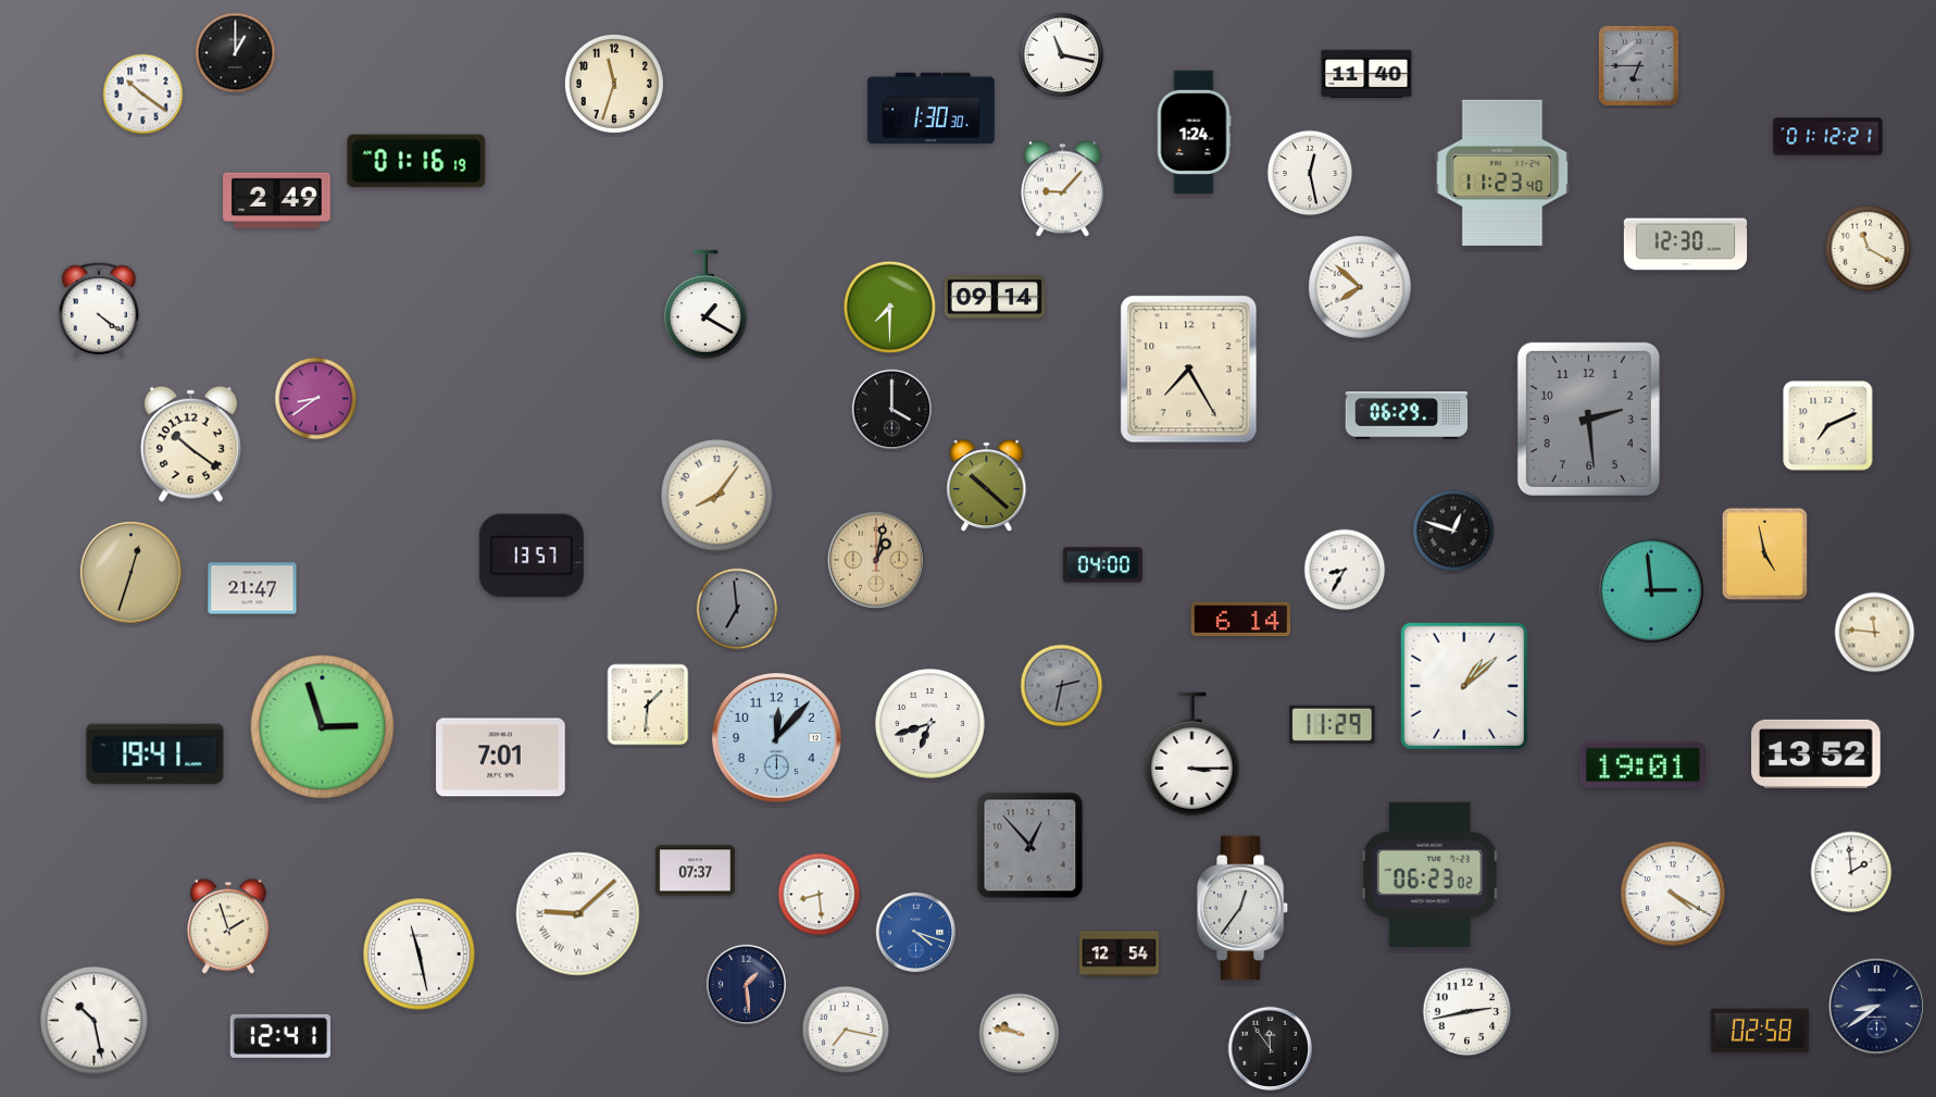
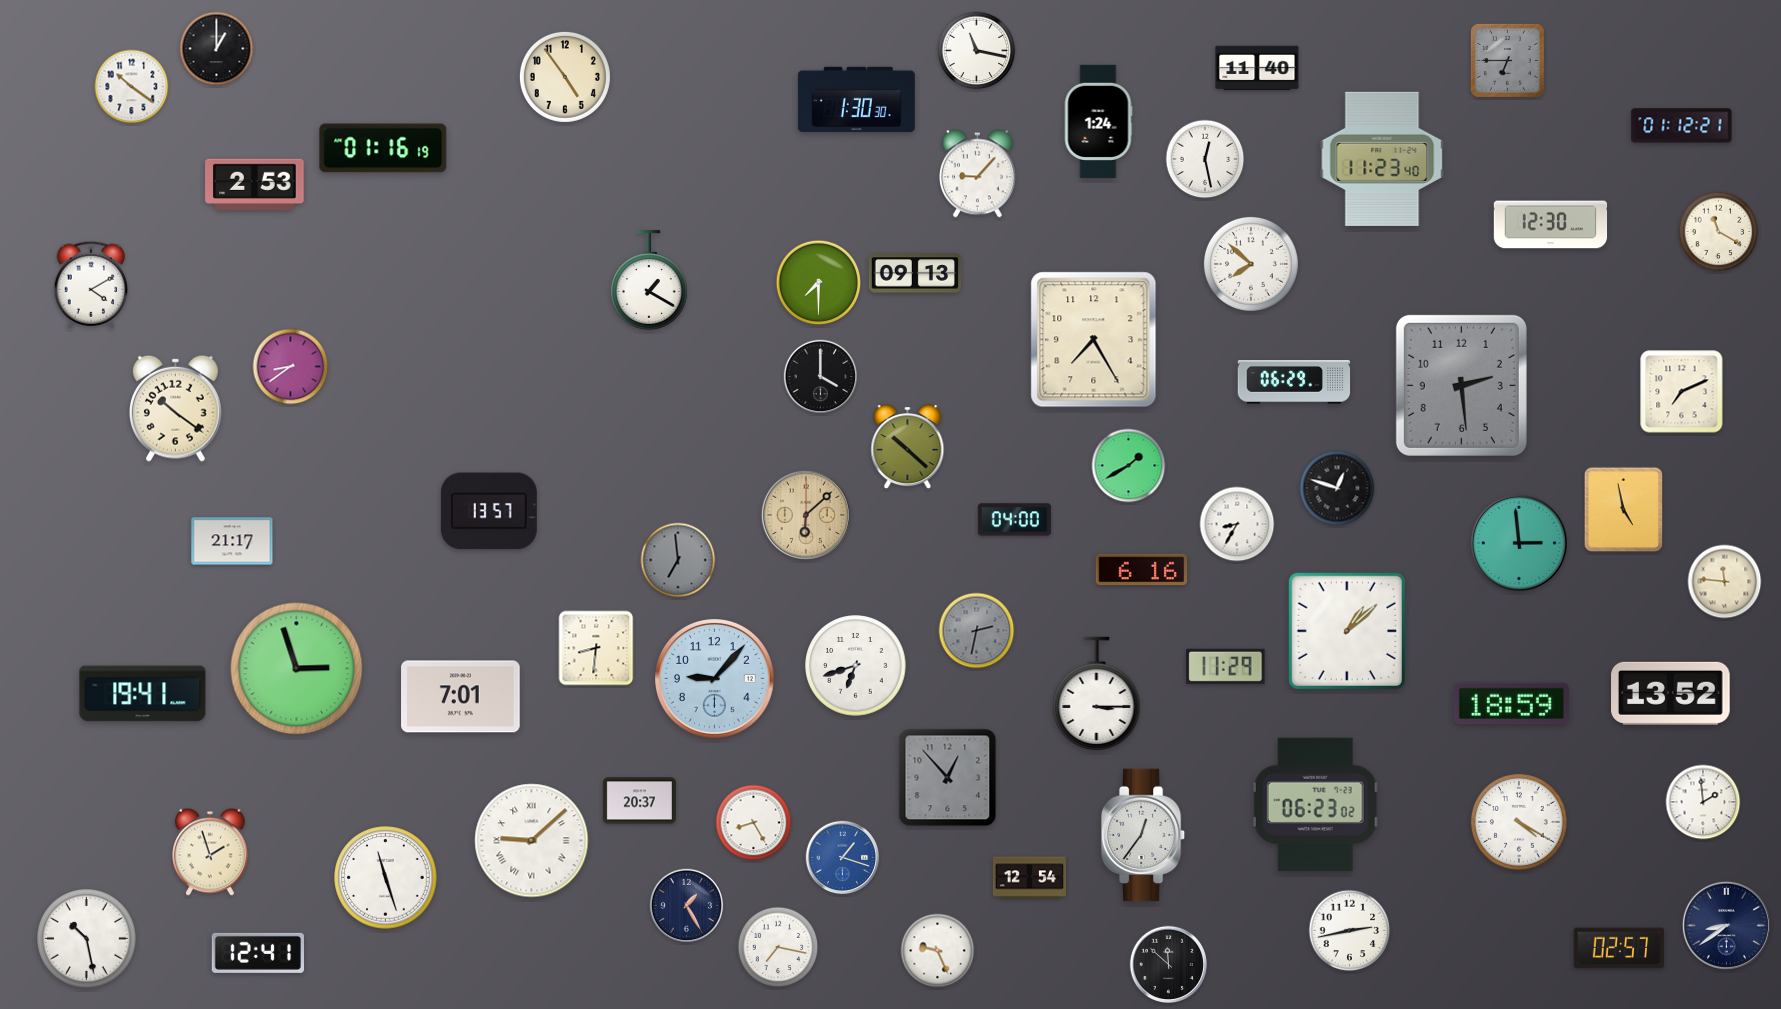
clock at (614, 84): 11:33 -> 4:54
clock at (277, 200): 2:49 -> 2:53
clock at (1869, 249) position: (1869, 249) -> (1719, 232)
clock at (995, 297): 09:14 -> 09:13
clock at (99, 310): 4:21 -> 4:10
clock at (717, 496): 8:06 -> none
clock at (1129, 466): none -> 1:40
clock at (876, 560): 1:02 -> 6:08
clock at (130, 572): 12:33 -> none
clock at (252, 588): 21:47 -> 21:17
clock at (1241, 620): 6:14 -> 6:16
clock at (648, 705): 1:31 -> 8:31
clock at (777, 738): 12:07 -> 9:07
clock at (1643, 765): 19:01 -> 18:59
clock at (695, 871): 07:37 -> 20:37
clock at (1673, 894) position: (1673, 894) -> (1519, 822)
clock at (820, 895): 8:29 -> 8:25
clock at (916, 933): 4:18 -> 1:18
clock at (420, 955): 11:28 -> 11:27
clock at (747, 985): 1:29 -> 1:25
clock at (1760, 1031): 02:58 -> 02:57
clock at (1020, 1034): 9:47 -> 9:26
clock at (1270, 1048): 11:54 -> 11:52
